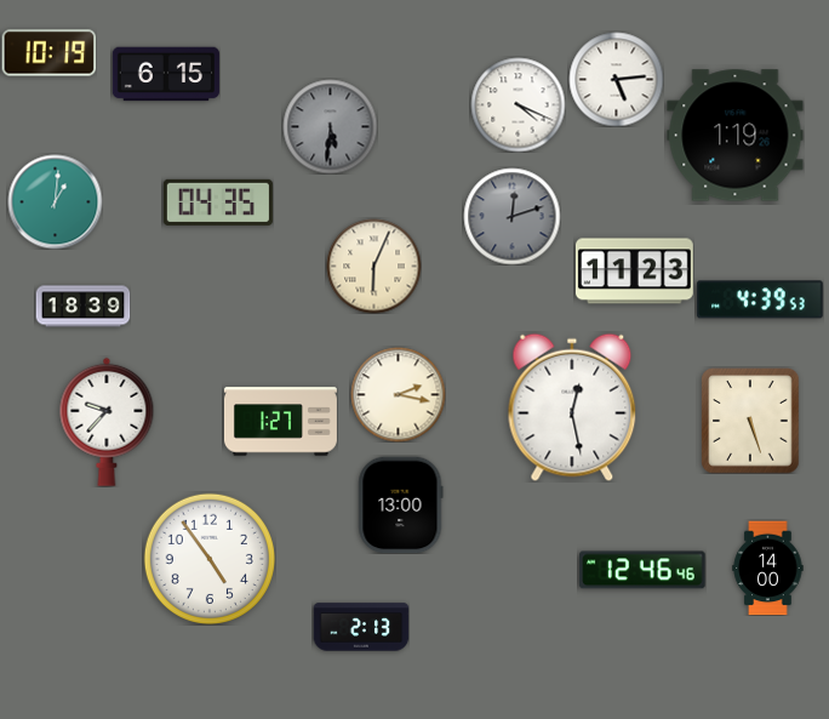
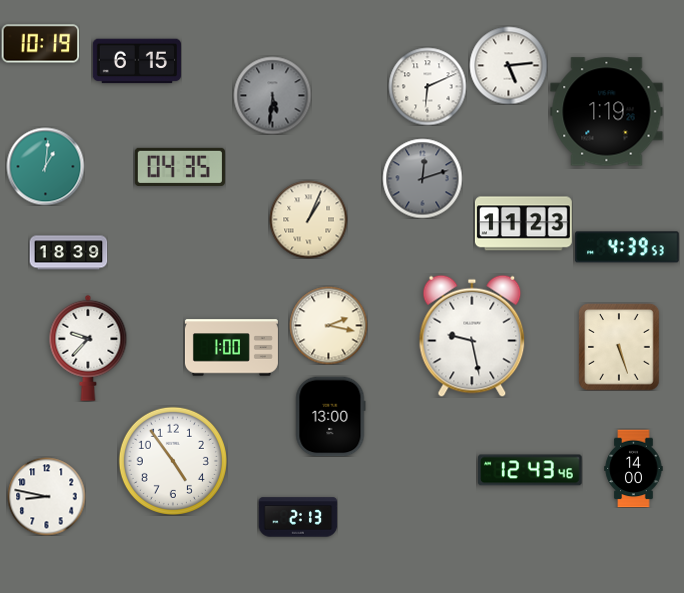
clock at (518, 104): 4:19 -> 6:11
clock at (330, 126) position: (330, 126) -> (272, 95)
clock at (373, 266): 6:04 -> 1:04
clock at (572, 407): 12:28 -> 9:28
clock at (280, 422): 1:27 -> 1:00
clock at (642, 570): 12:46 -> 12:43
clock at (46, 496): none -> 8:47
